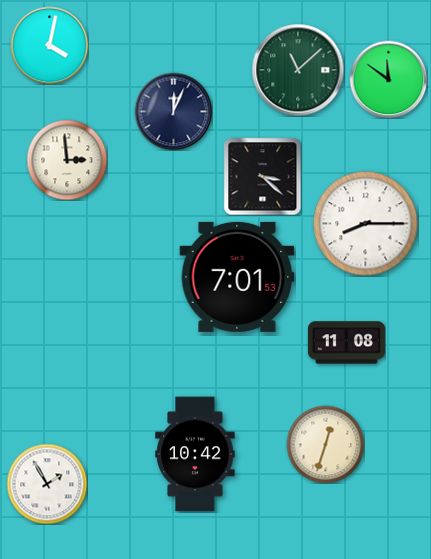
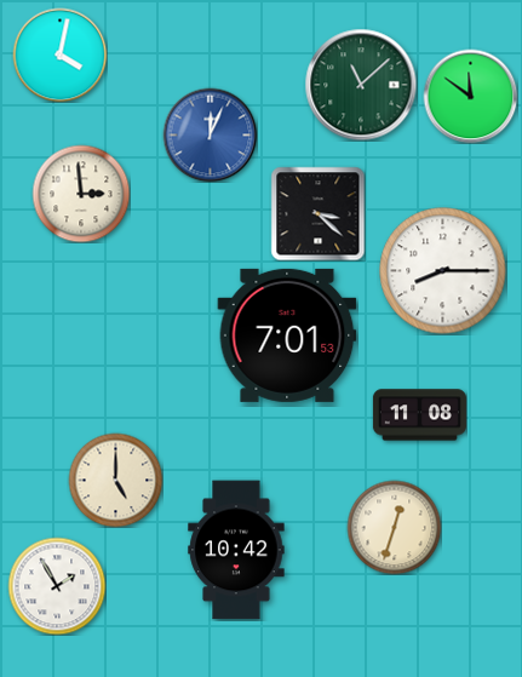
clock at (173, 111) dial: navy -> blue
clock at (115, 480): none -> 5:00
clock at (325, 444) position: (325, 444) -> (394, 527)
